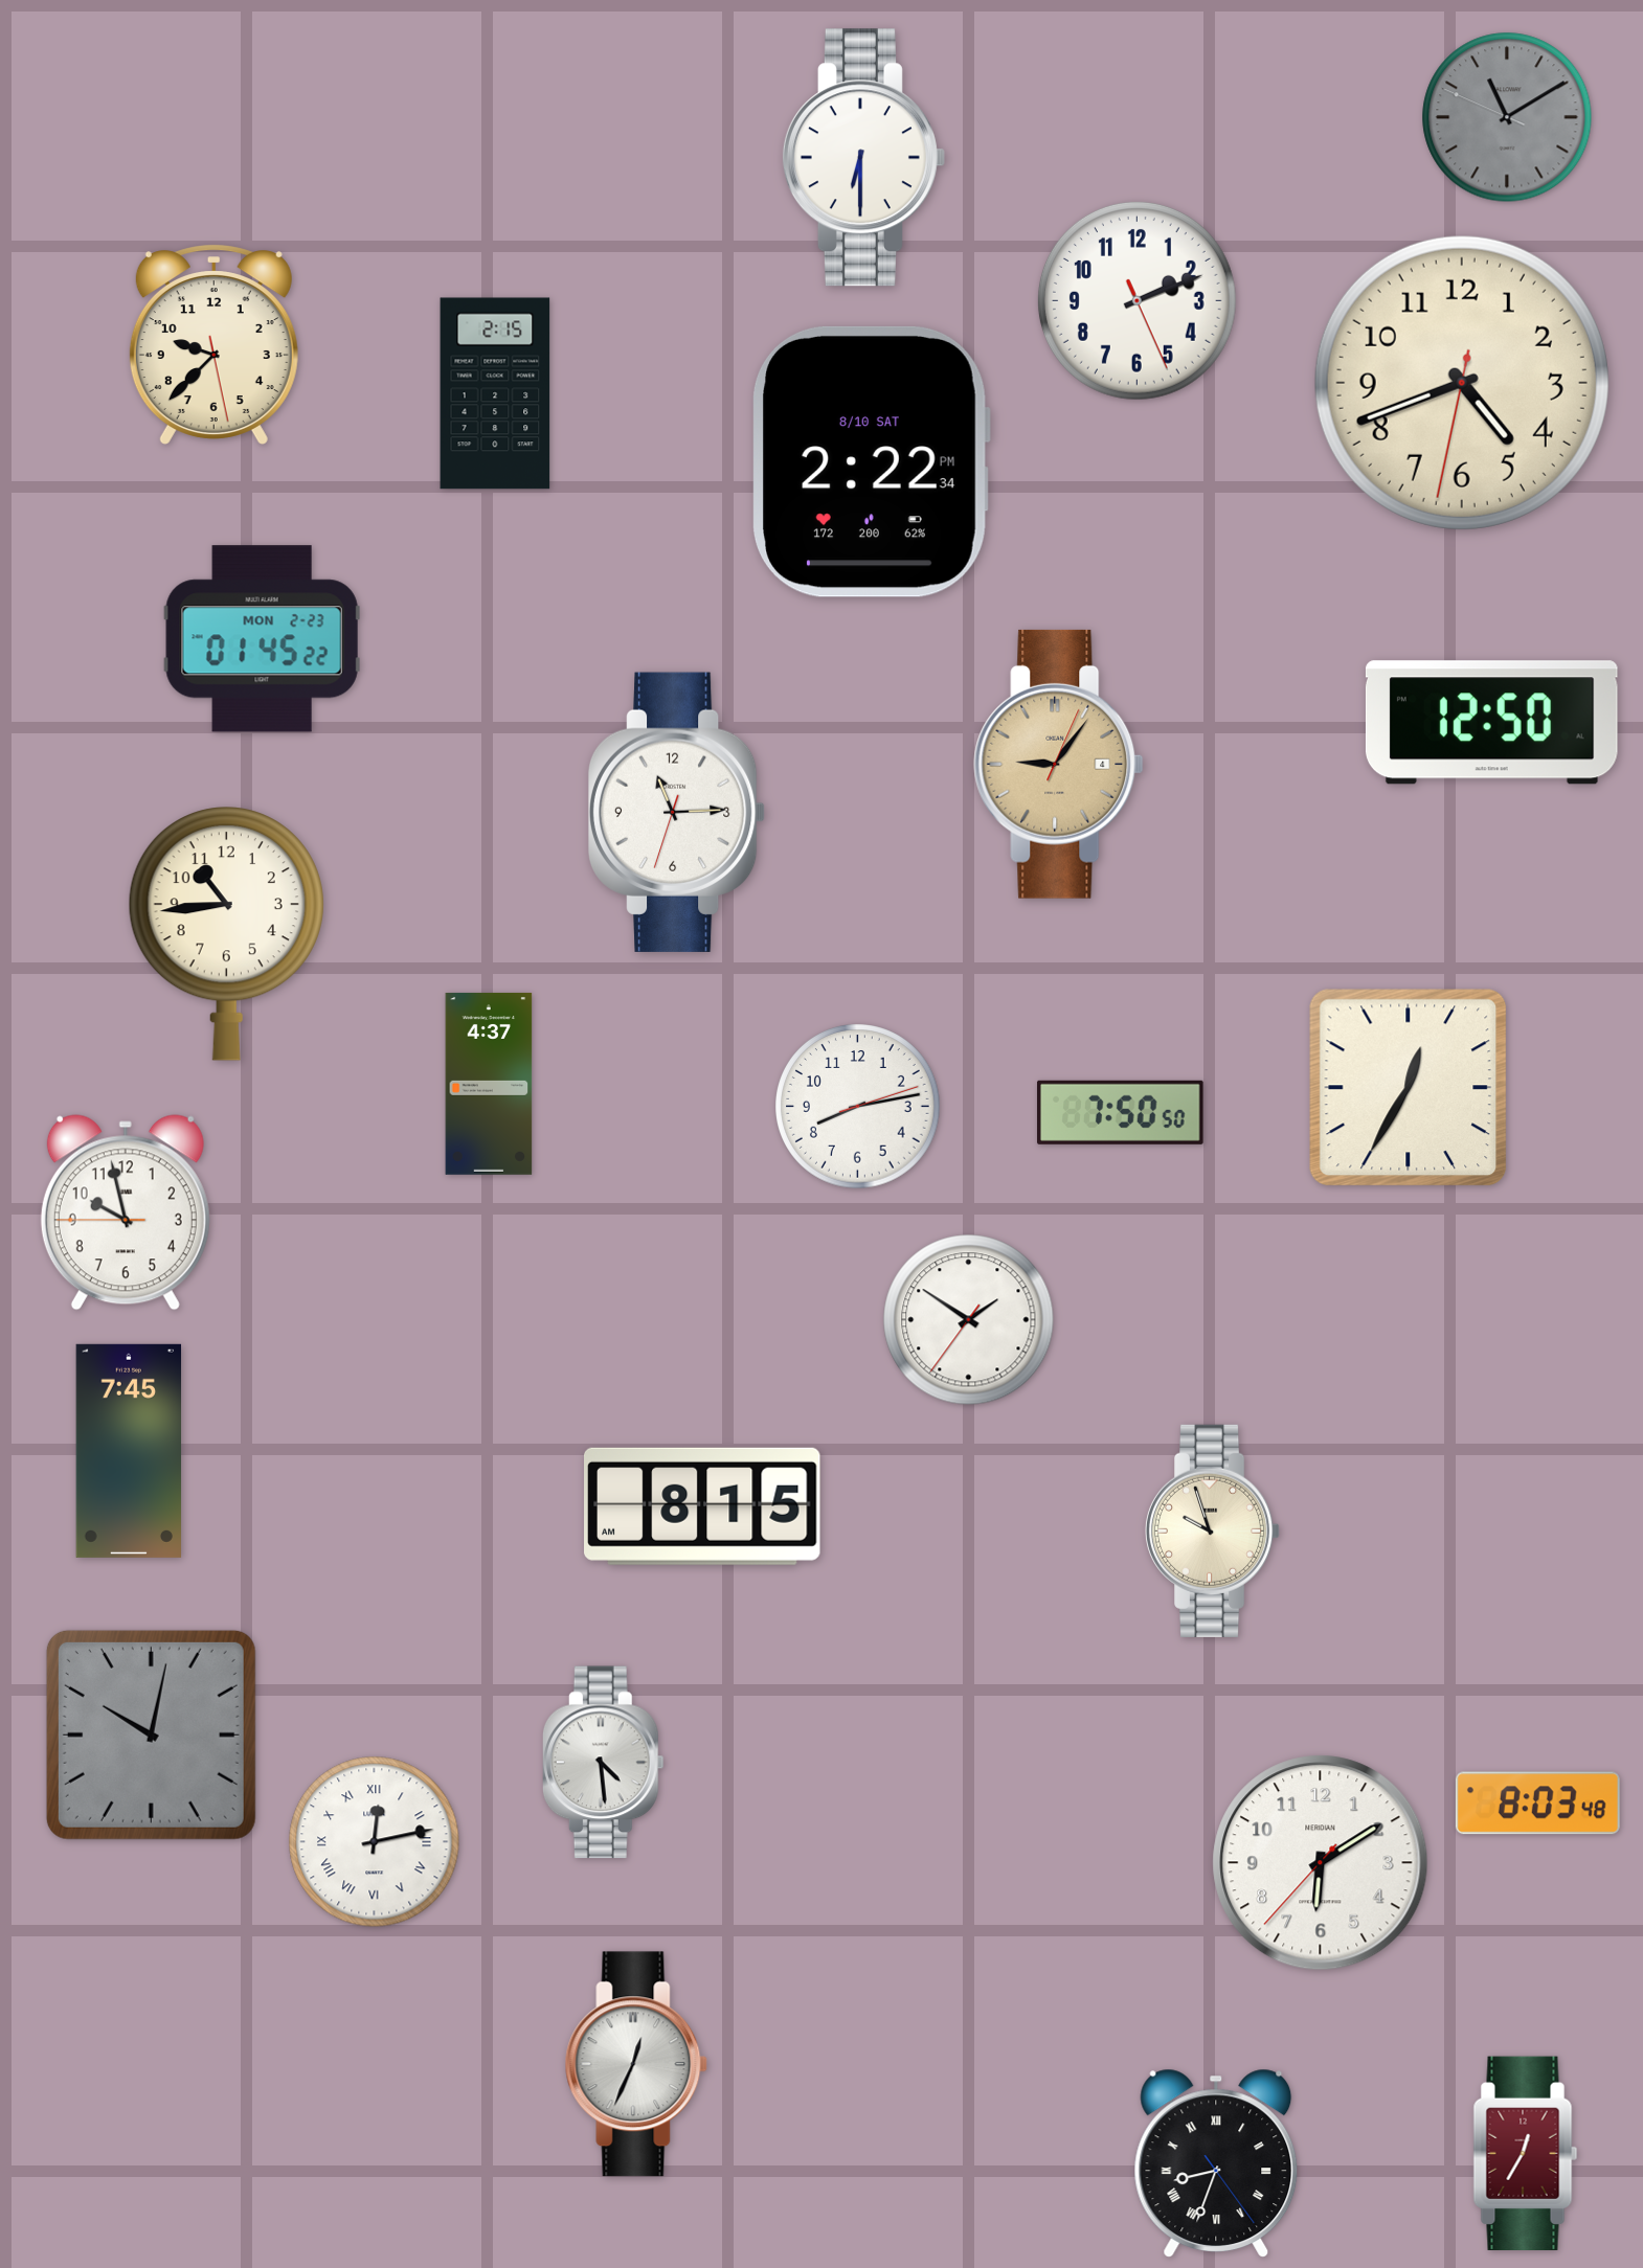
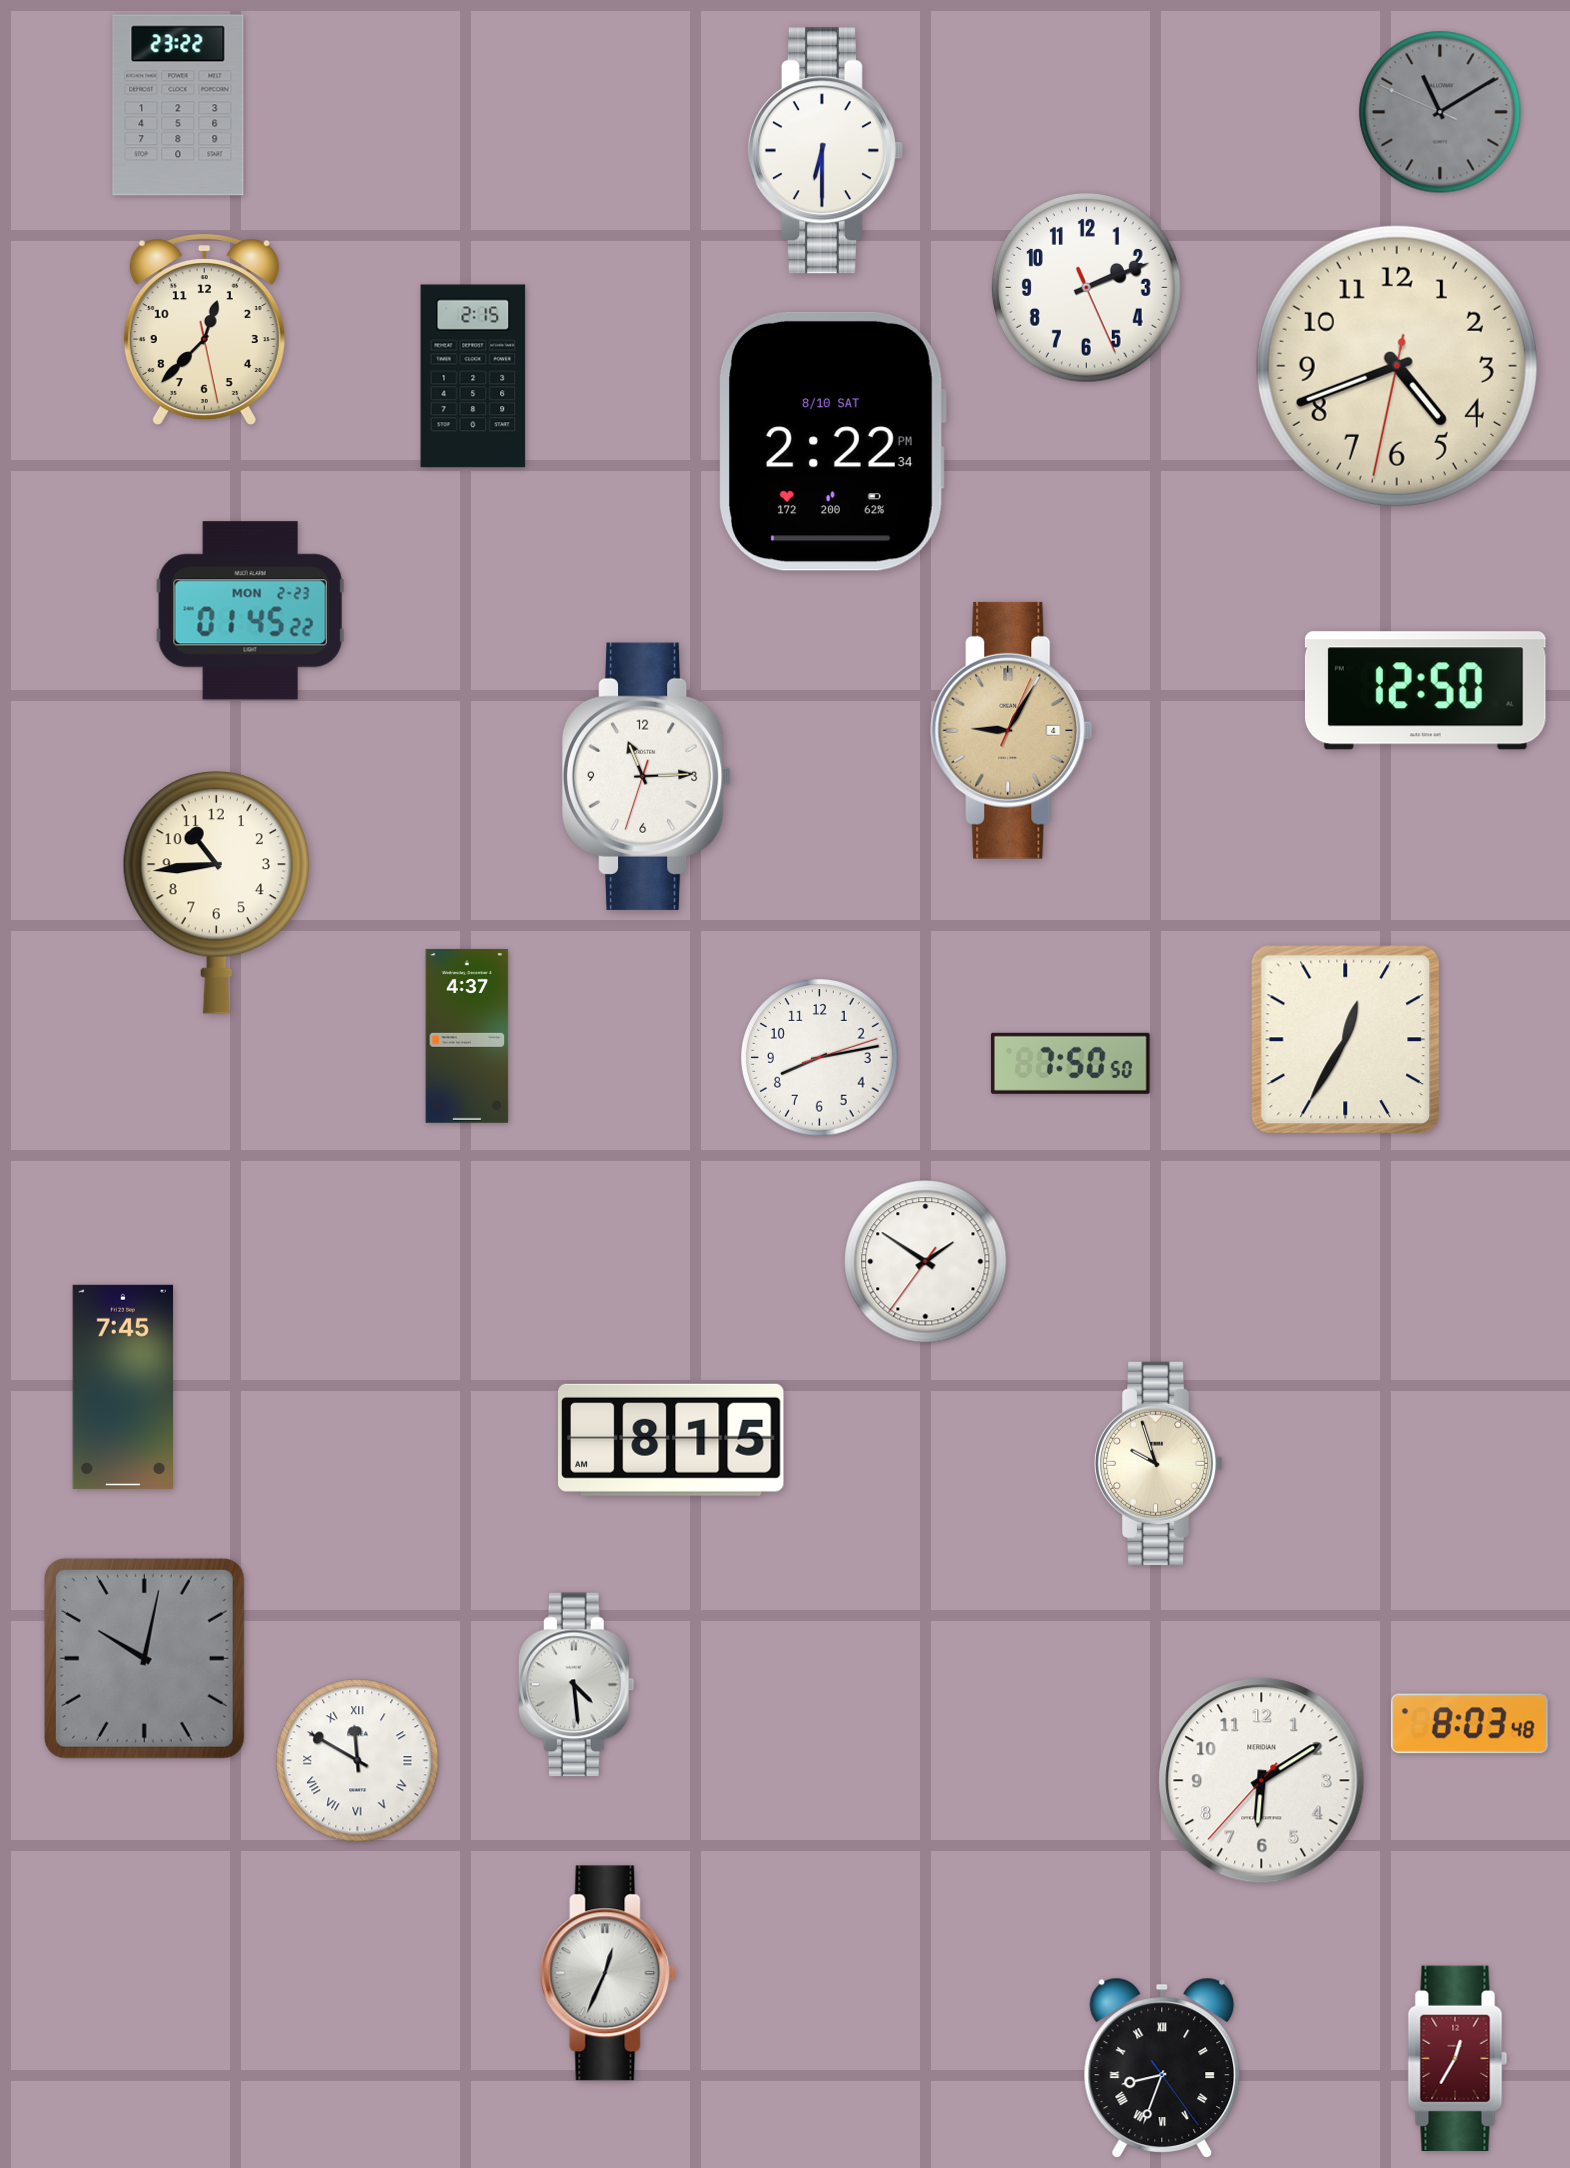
clock at (178, 105): none -> 23:22
clock at (213, 344): 9:37 -> 12:37
clock at (1059, 764): 9:06 -> 9:05
clock at (126, 1212): 9:57 -> none
clock at (375, 1842): 12:13 -> 11:50
